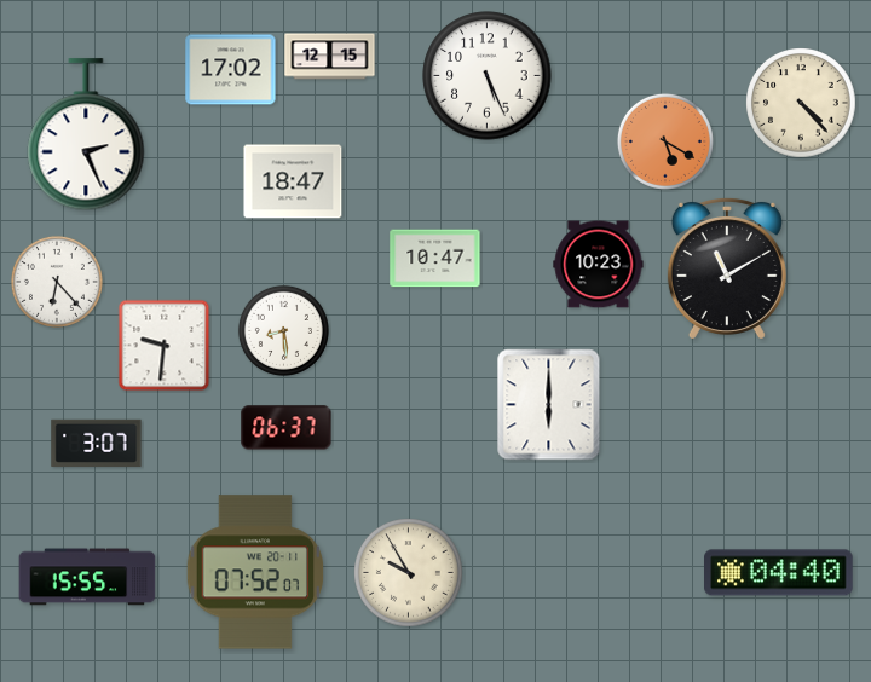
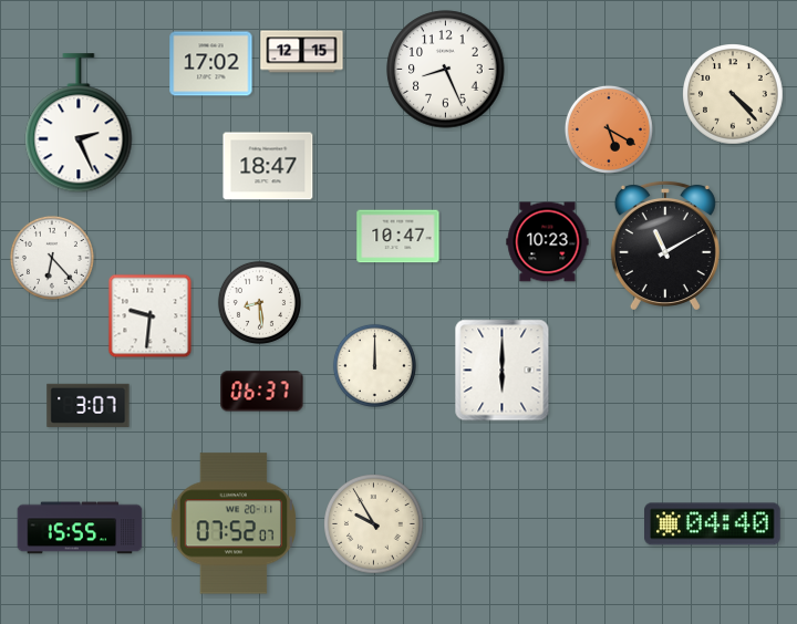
clock at (488, 76): 5:26 -> 8:26
clock at (374, 365): none -> 12:00
